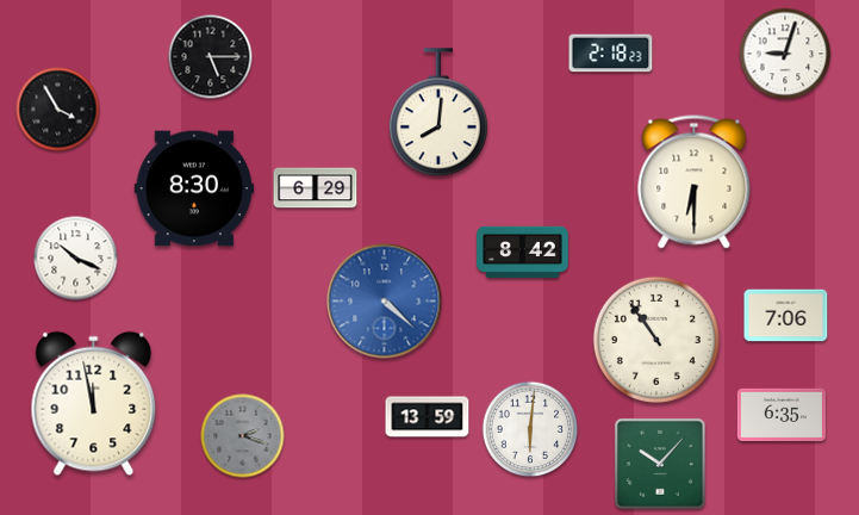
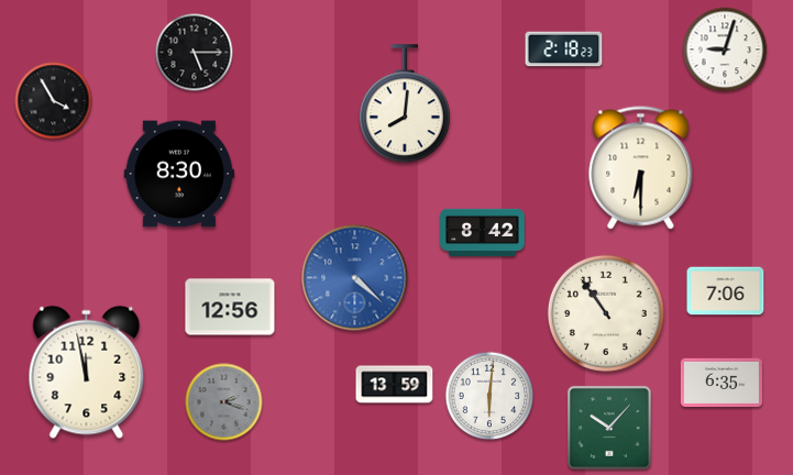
clock at (316, 188): 6:29 -> none
clock at (76, 259): 10:19 -> none
clock at (230, 307): none -> 12:56
